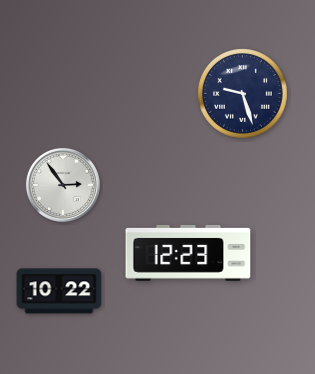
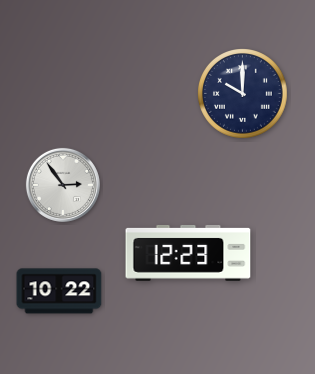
clock at (243, 94): 9:27 -> 10:00
